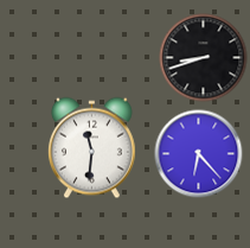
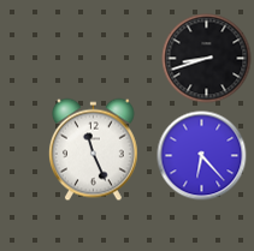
clock at (91, 148): 11:31 -> 11:26
